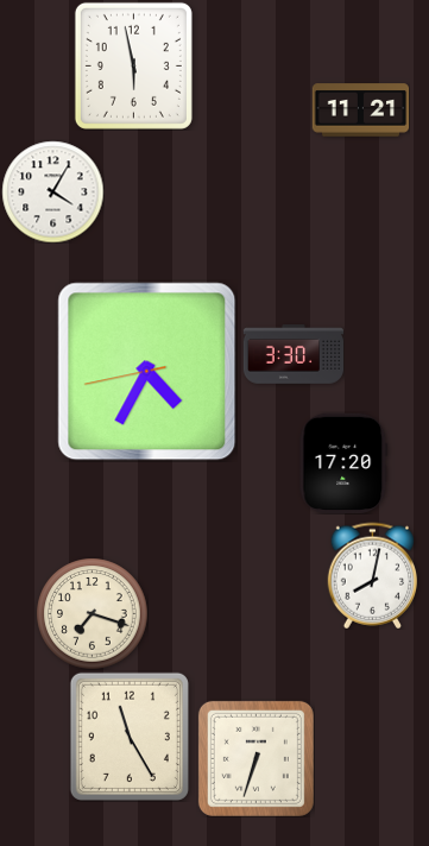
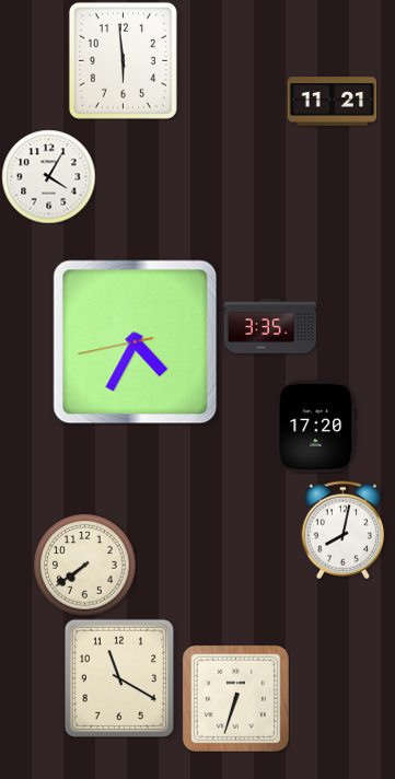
clock at (133, 65): 5:58 -> 5:59
clock at (294, 354): 3:30 -> 3:35
clock at (92, 613): 7:18 -> 7:39
clock at (130, 737): 11:25 -> 11:20
